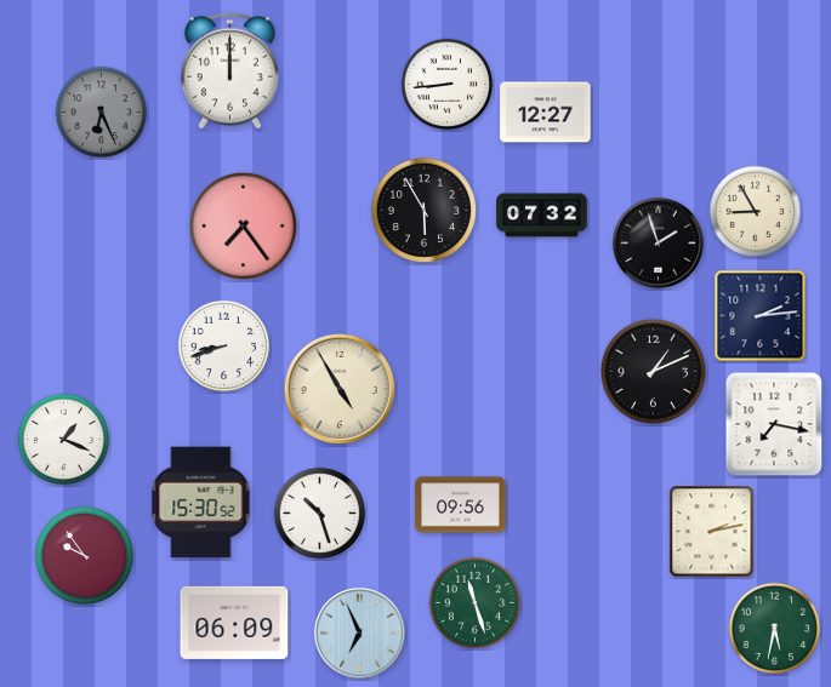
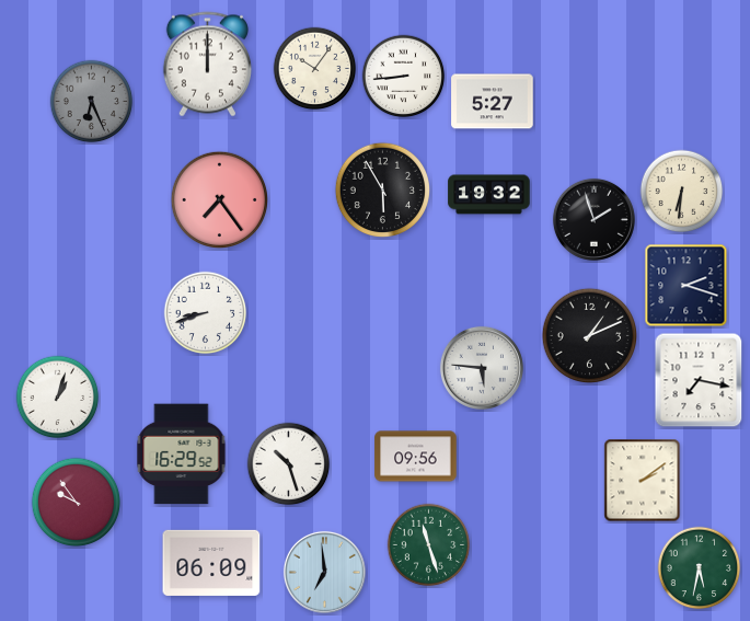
clock at (315, 69): none -> 10:06
clock at (546, 113): 12:27 -> 5:27
clock at (756, 212): 8:55 -> 6:31
clock at (542, 216): 07:32 -> 19:32
clock at (243, 225) position: (243, 225) -> (219, 199)
clock at (761, 316): 2:14 -> 2:18
clock at (224, 347) position: (224, 347) -> (206, 313)
clock at (338, 388): 4:55 -> none
clock at (482, 368): none -> 5:46
clock at (774, 424) position: (774, 424) -> (699, 380)
clock at (64, 440): 1:19 -> 1:03
clock at (201, 503): 15:30 -> 16:29
clock at (712, 532): 2:13 -> 2:09
clock at (359, 632): 6:56 -> 6:59
